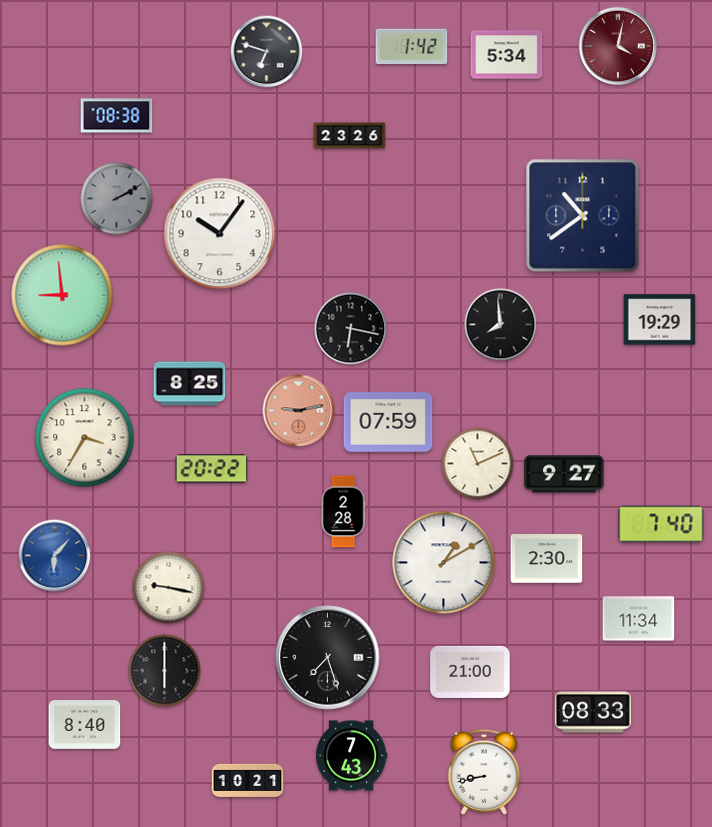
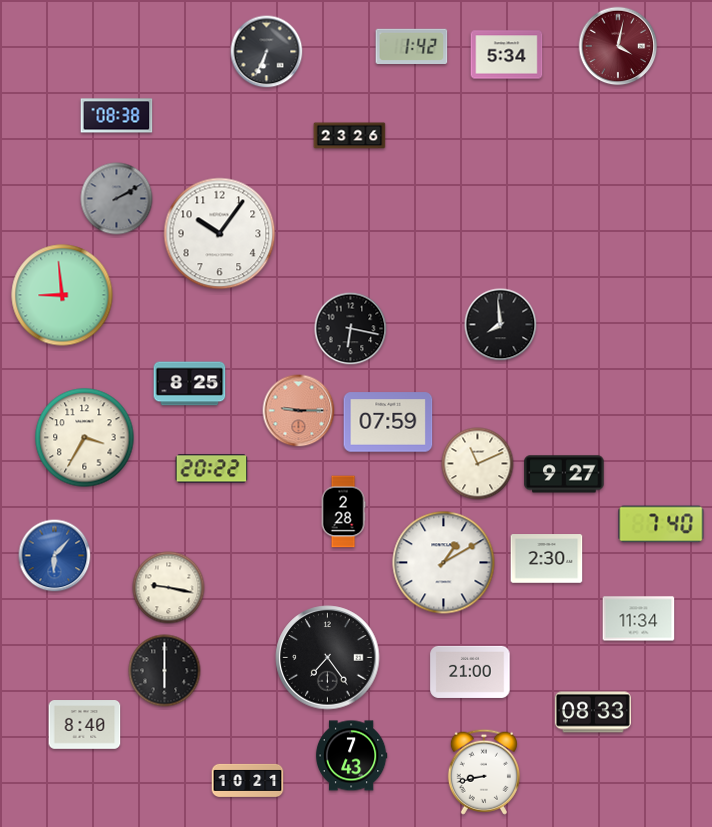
clock at (267, 52): 6:48 -> 6:34
clock at (583, 216): 10:39 -> none
clock at (660, 320): 19:29 -> none
clock at (299, 411): 9:13 -> 9:15
clock at (328, 658): 7:27 -> 7:24
